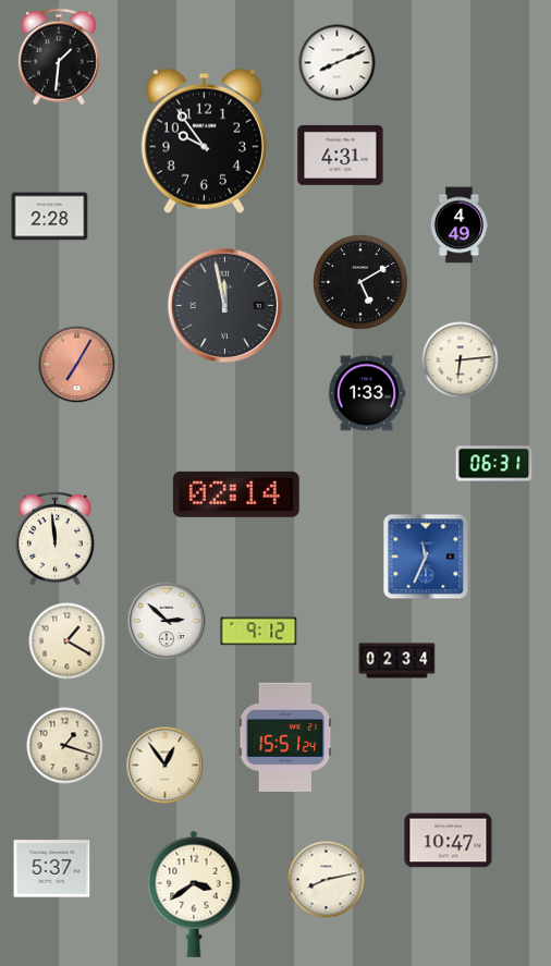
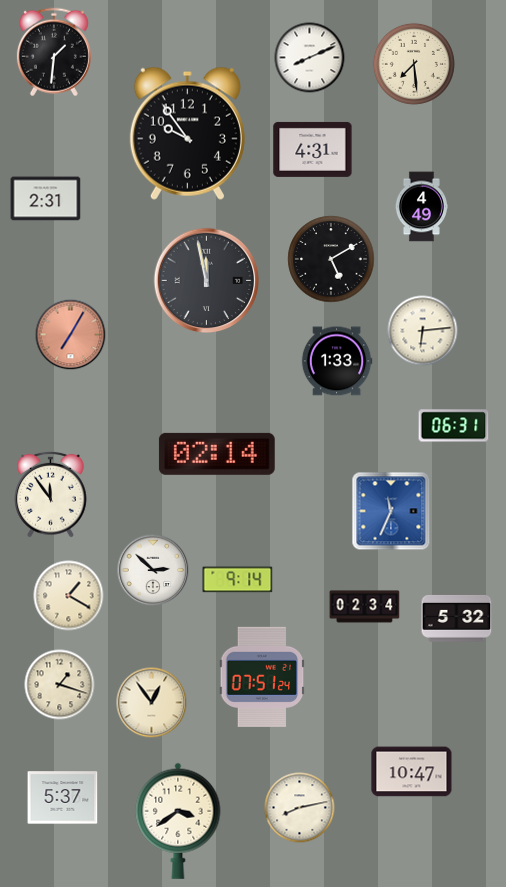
clock at (414, 64): none -> 7:29
clock at (204, 140) position: (204, 140) -> (187, 133)
clock at (341, 155) position: (341, 155) -> (313, 149)
clock at (50, 217): 2:28 -> 2:31
clock at (56, 538): 11:59 -> 11:54
clock at (259, 632): 9:12 -> 9:14
clock at (68, 641) position: (68, 641) -> (69, 596)
clock at (457, 618): none -> 5:32
clock at (285, 737): 15:51 -> 07:51
clock at (52, 869) position: (52, 869) -> (63, 798)
